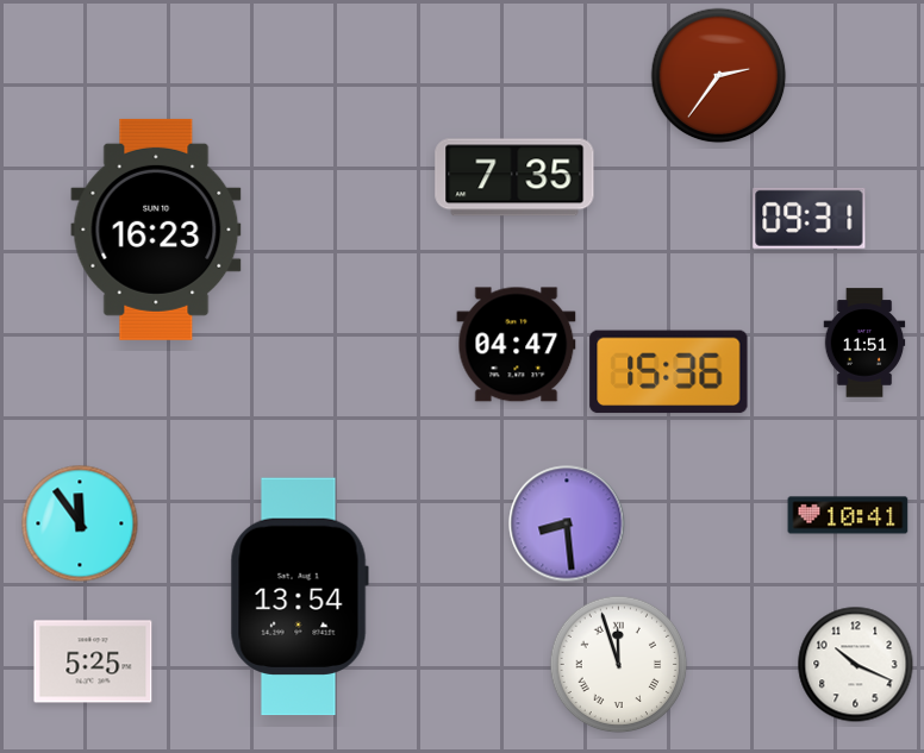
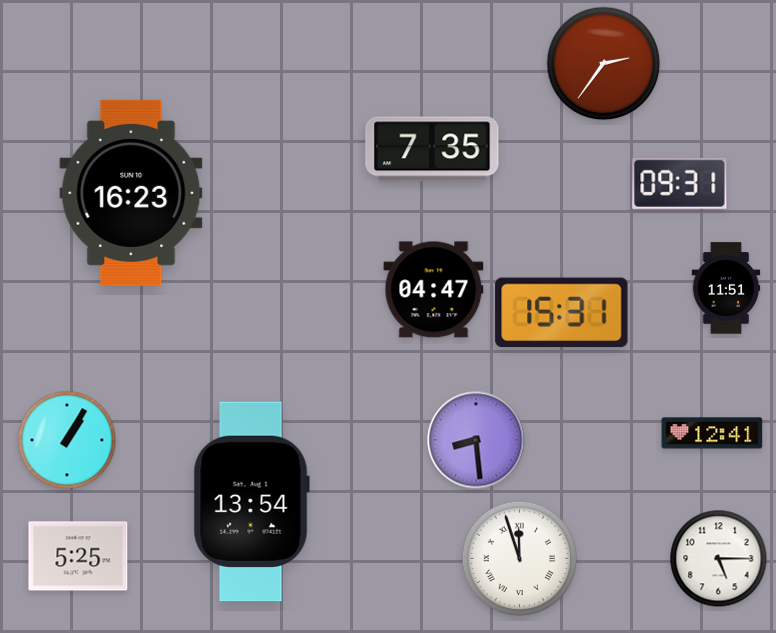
clock at (669, 372): 15:36 -> 15:31
clock at (848, 515): 10:41 -> 12:41
clock at (80, 523): 11:54 -> 1:05
clock at (856, 665): 10:19 -> 5:15
